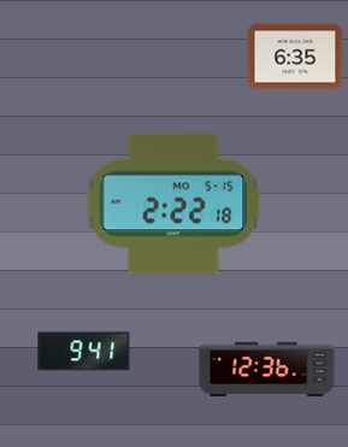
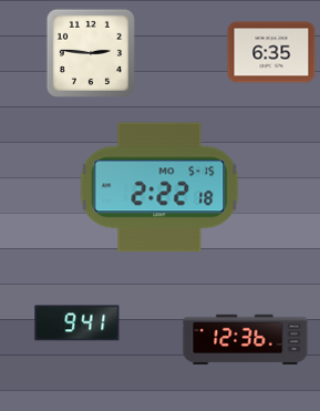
clock at (91, 53): none -> 2:46
